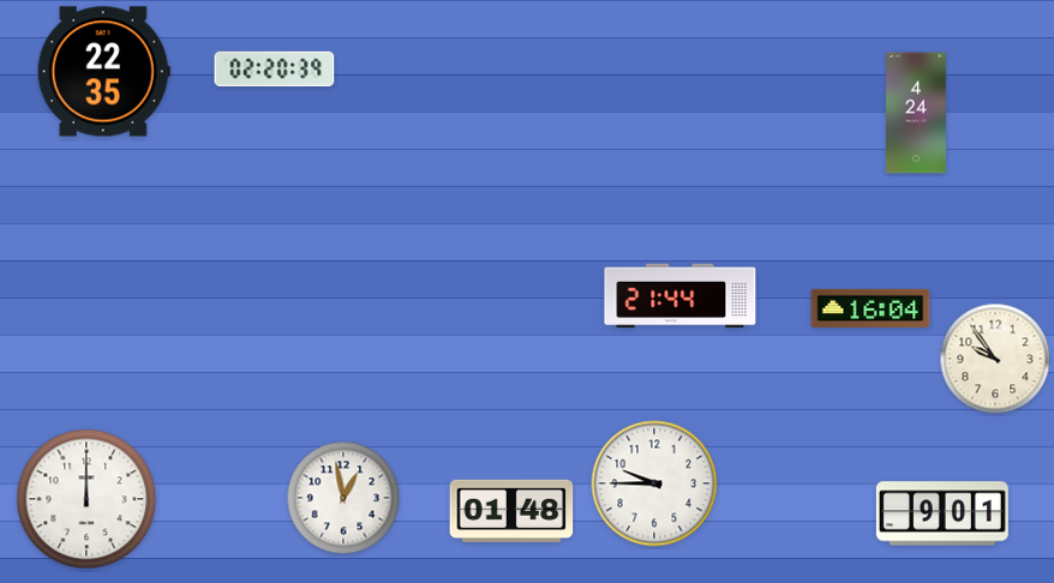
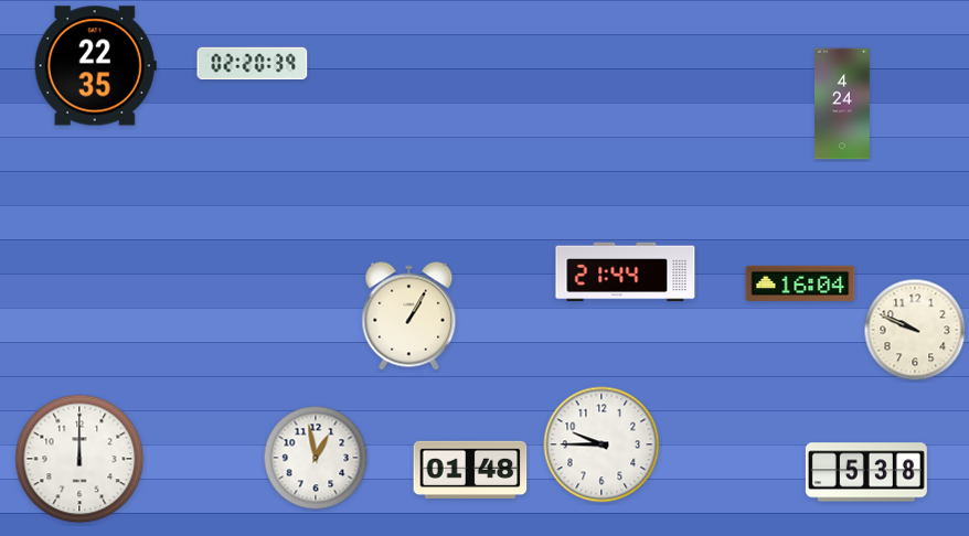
clock at (409, 317): none -> 1:05
clock at (995, 359): 9:54 -> 9:49
clock at (942, 513): 9:01 -> 5:38
